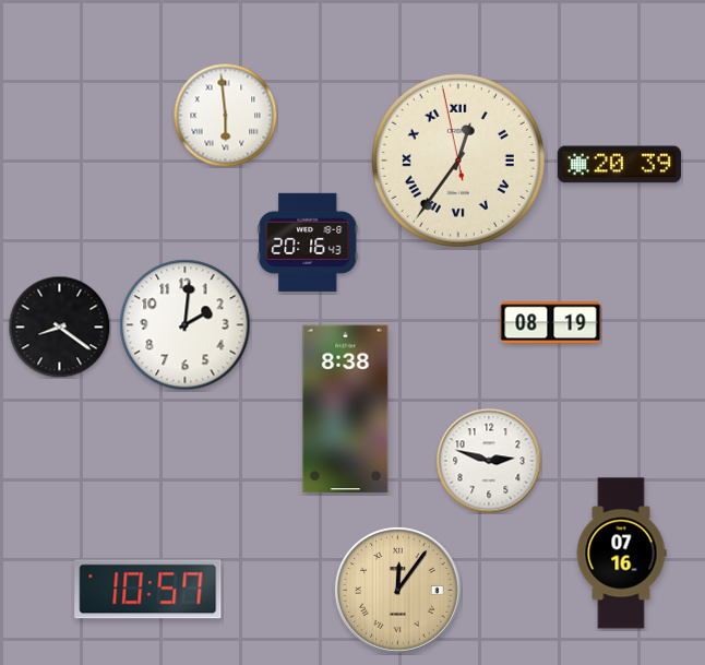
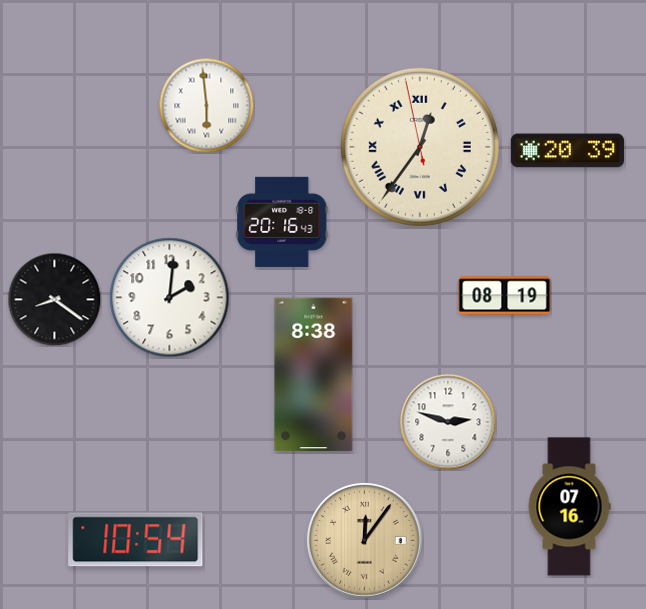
clock at (346, 409) position: (346, 409) -> (314, 375)
clock at (148, 590): 10:57 -> 10:54
